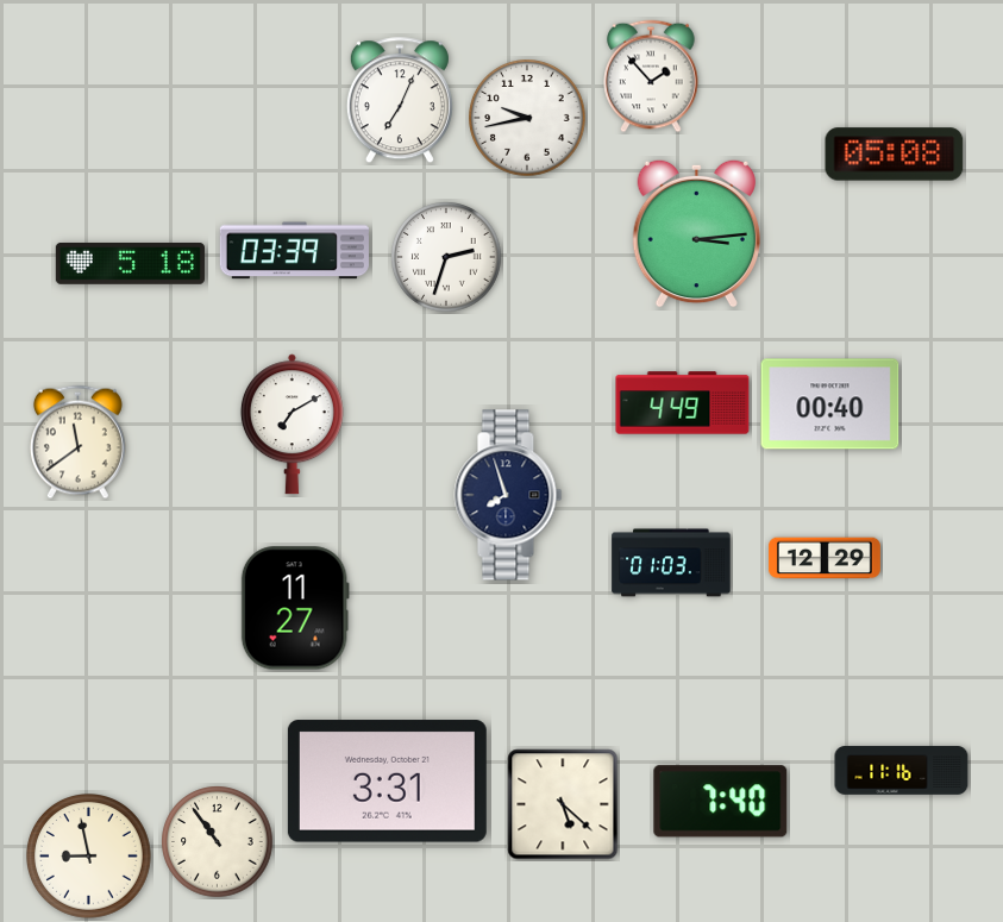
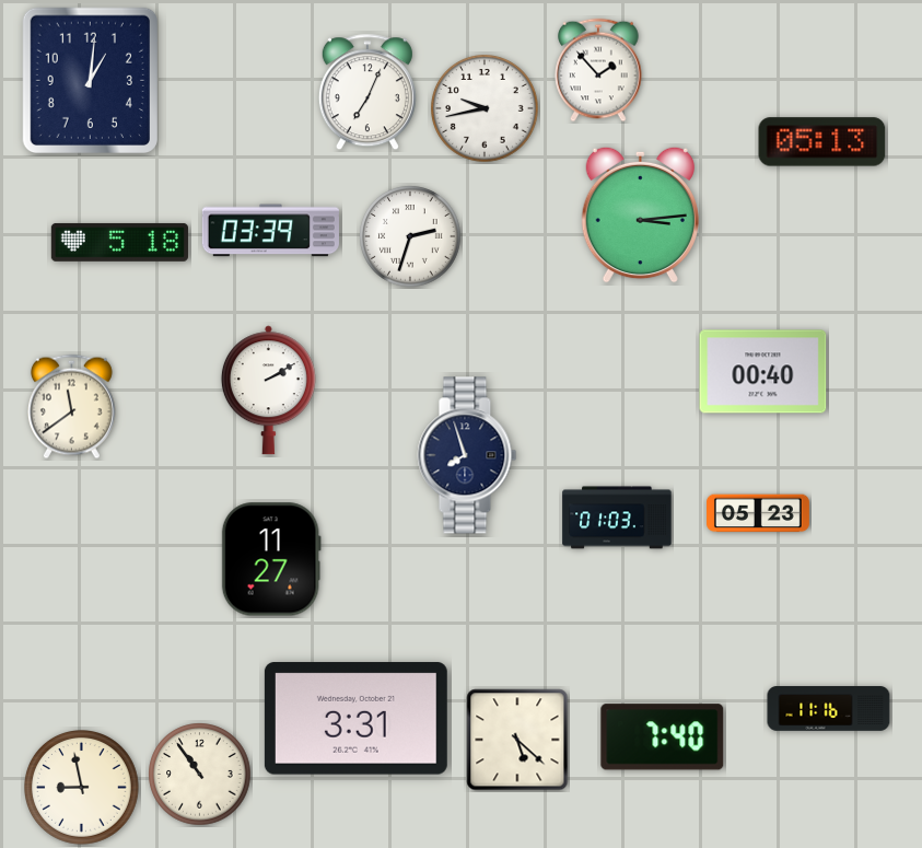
clock at (90, 80): none -> 1:01
clock at (895, 155): 05:08 -> 05:13
clock at (683, 403): 4:49 -> none
clock at (292, 425): 7:10 -> 2:10
clock at (825, 558): 12:29 -> 05:23
